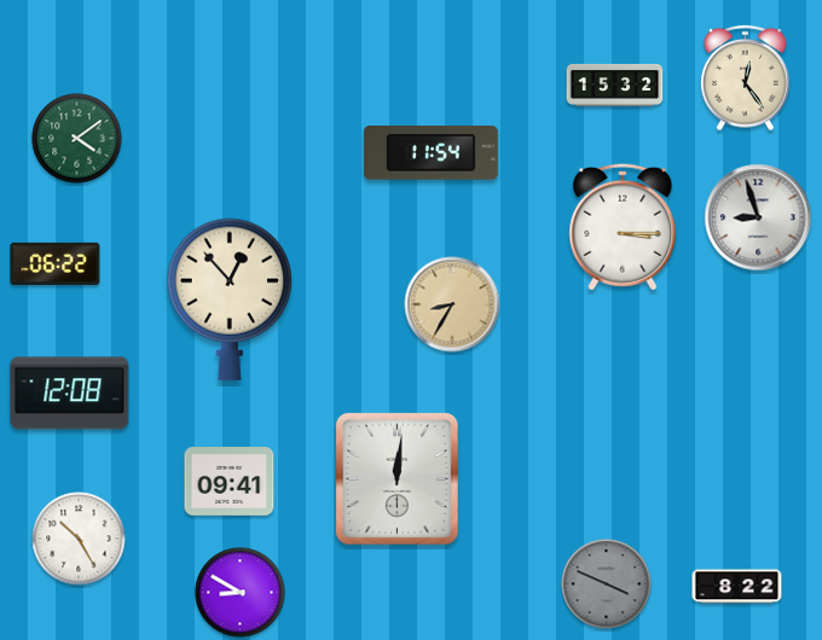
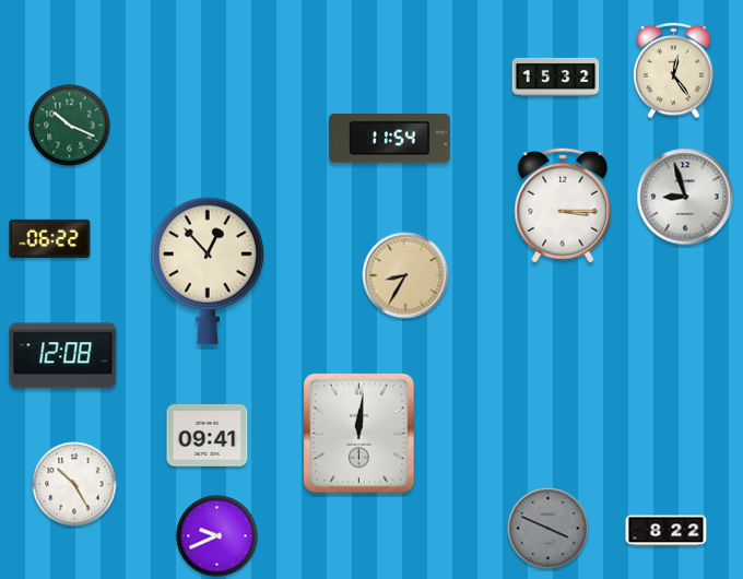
clock at (77, 139): 4:09 -> 10:19
clock at (452, 304) position: (452, 304) -> (405, 275)
clock at (79, 539) position: (79, 539) -> (74, 484)
clock at (241, 593): 8:50 -> 9:41
